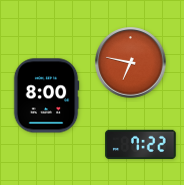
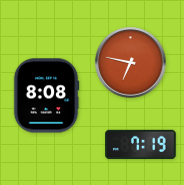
clock at (46, 96): 8:00 -> 8:08
clock at (141, 145): 7:22 -> 7:19
